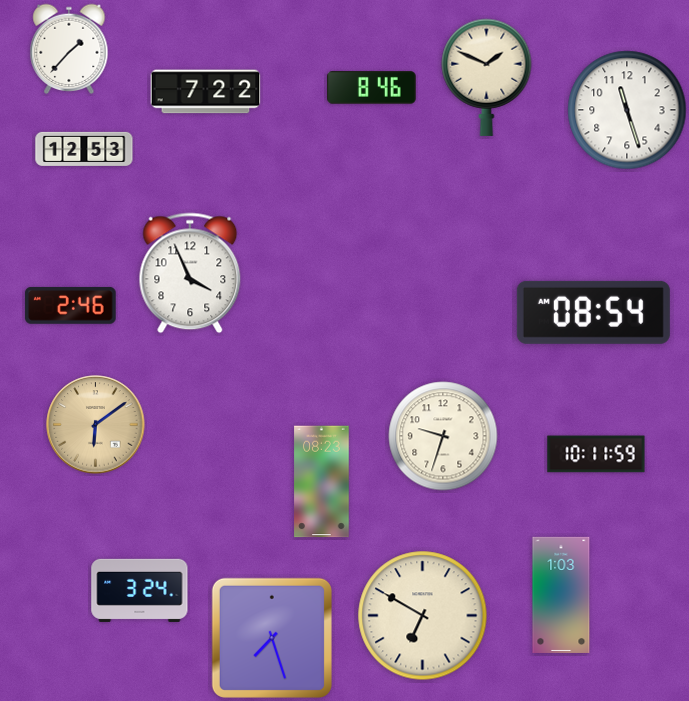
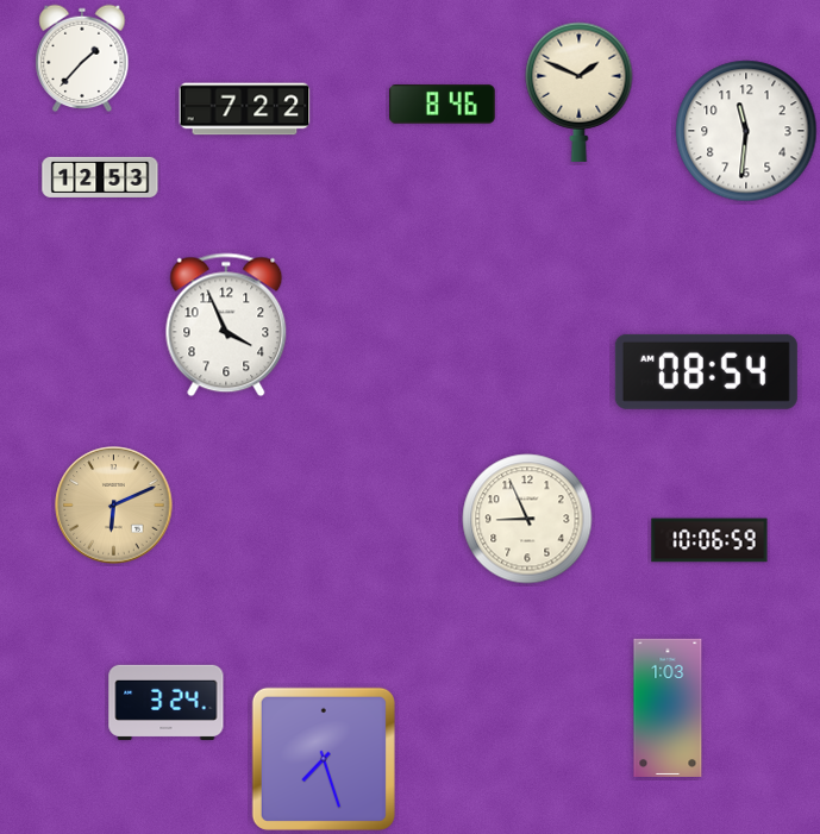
clock at (627, 110): 11:27 -> 11:31
clock at (71, 305): 2:46 -> none
clock at (96, 425): 6:09 -> 6:11
clock at (443, 436): 9:33 -> 8:56
clock at (596, 454): 10:11 -> 10:06
clock at (322, 482): 08:23 -> none
clock at (423, 616): 6:50 -> none
